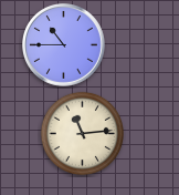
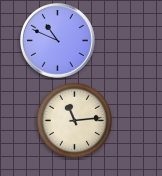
clock at (64, 45): 10:45 -> 10:49
